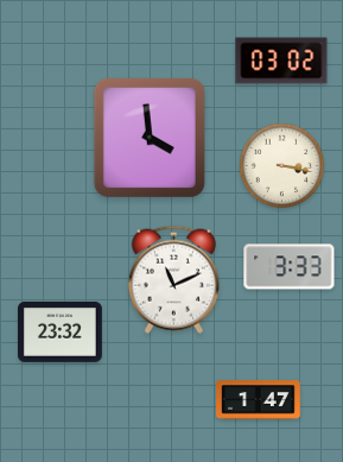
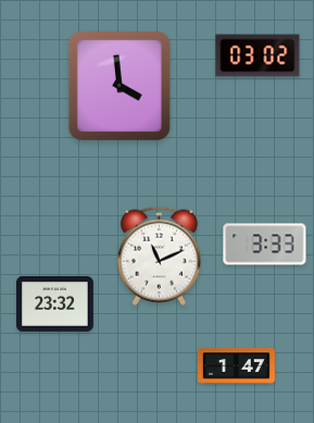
clock at (150, 138) position: (150, 138) -> (120, 86)
clock at (282, 166): 3:17 -> none
